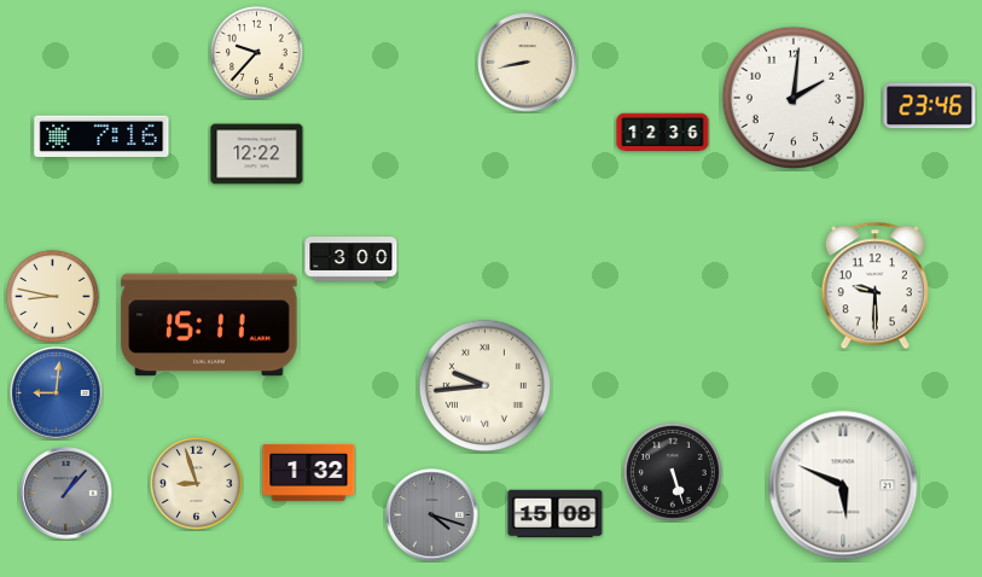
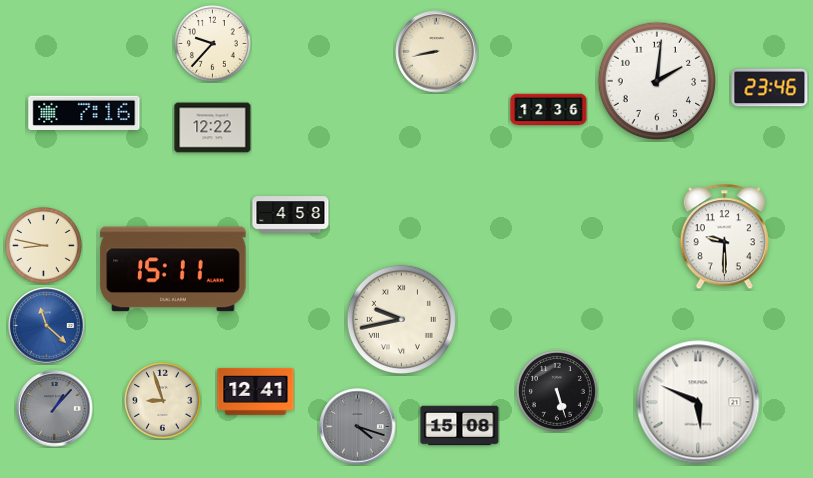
clock at (351, 260): 3:00 -> 4:58
clock at (484, 385): 9:44 -> 9:43
clock at (57, 394): 9:01 -> 11:22
clock at (309, 472): 1:32 -> 12:41
